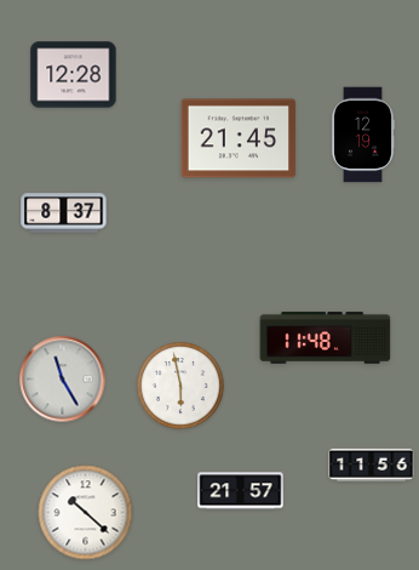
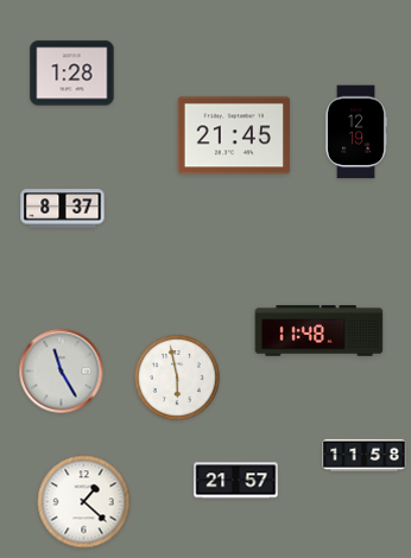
clock at (74, 75): 12:28 -> 1:28
clock at (372, 464): 11:56 -> 11:58
clock at (86, 513): 10:22 -> 1:22
